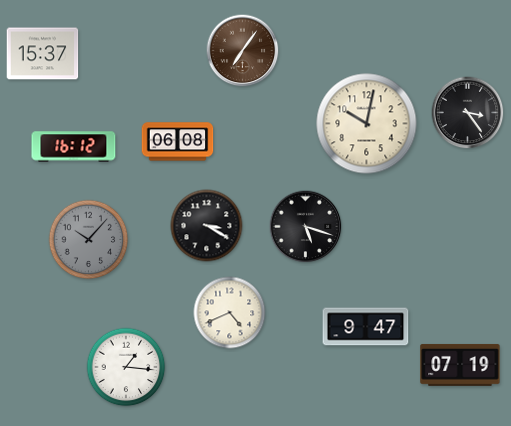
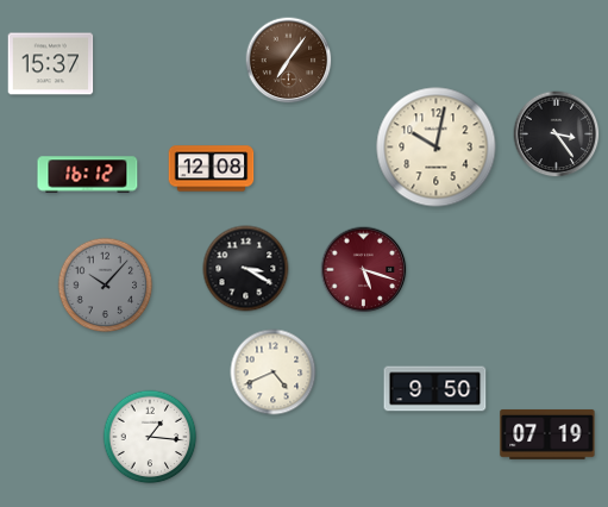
clock at (178, 142): 06:08 -> 12:08
clock at (306, 227) dial: black -> burgundy
clock at (366, 327): 9:47 -> 9:50
